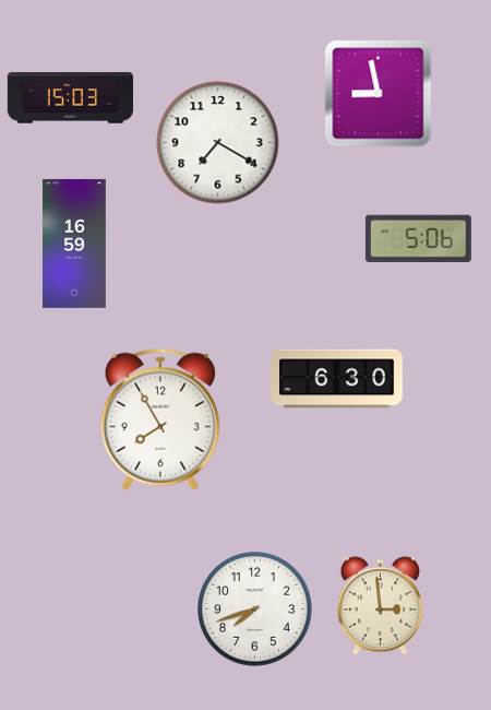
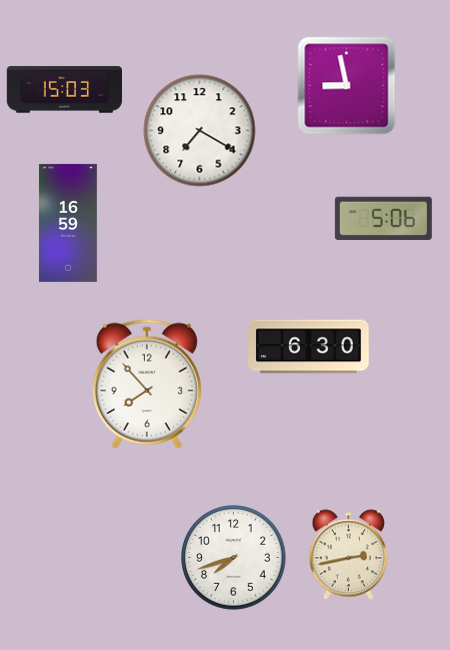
clock at (160, 419): 7:55 -> 7:53
clock at (380, 606): 2:59 -> 2:43
